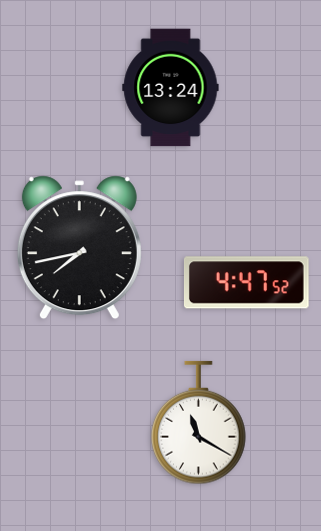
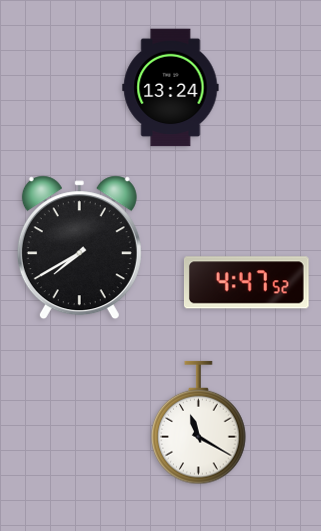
clock at (79, 248): 7:43 -> 7:40
